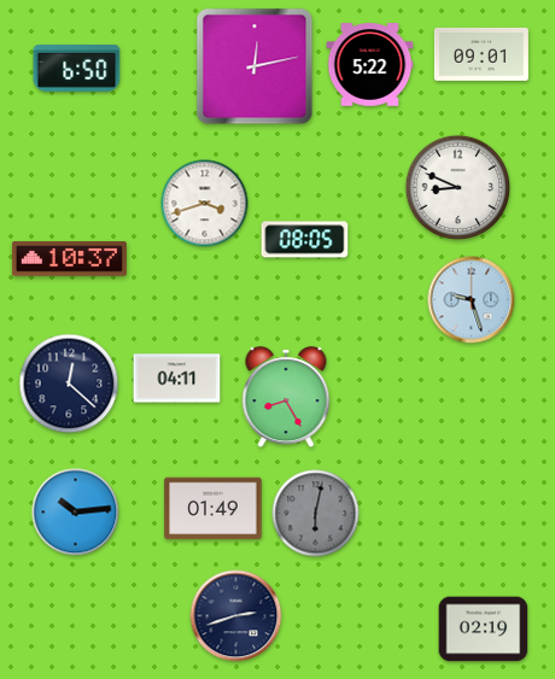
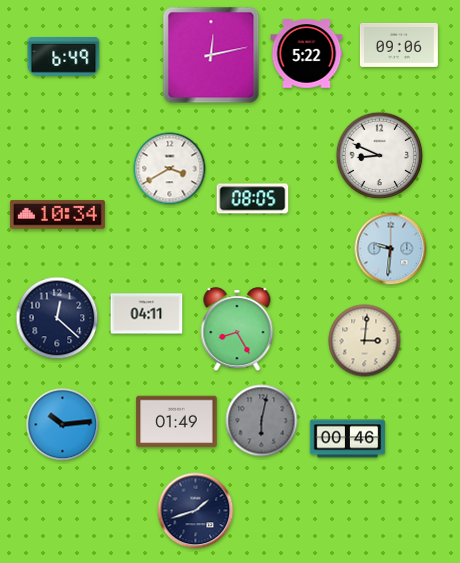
clock at (481, 54): 09:01 -> 09:06
clock at (77, 69): 6:50 -> 6:49
clock at (205, 204): 3:42 -> 3:40
clock at (69, 259): 10:37 -> 10:34
clock at (472, 300): 9:27 -> 9:31
clock at (365, 341): none -> 3:01
clock at (316, 514) position: (316, 514) -> (262, 421)
clock at (348, 439): none -> 00:46
clock at (236, 616): 2:42 -> 1:42
clock at (484, 630): 02:19 -> none
